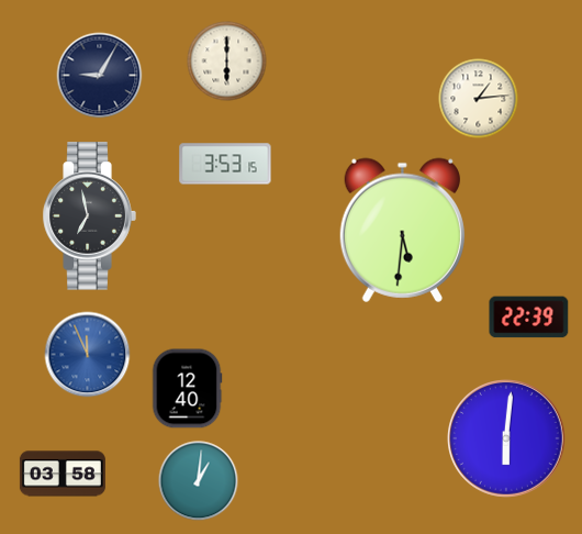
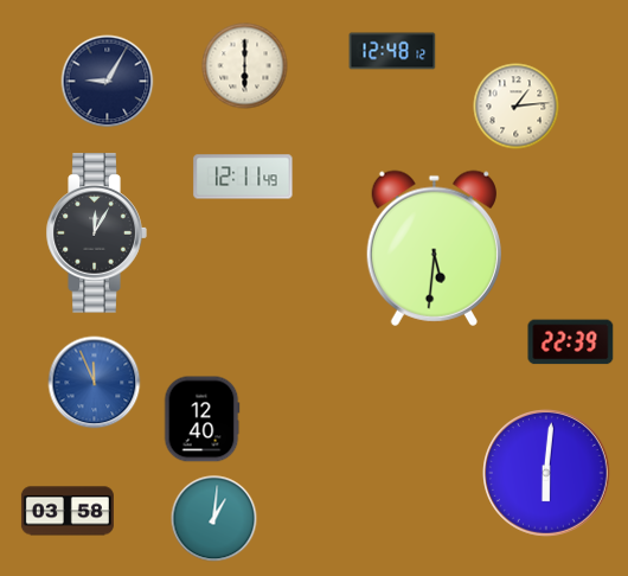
clock at (392, 51): none -> 12:48
clock at (225, 164): 3:53 -> 12:11
clock at (89, 216): 6:58 -> 12:05
